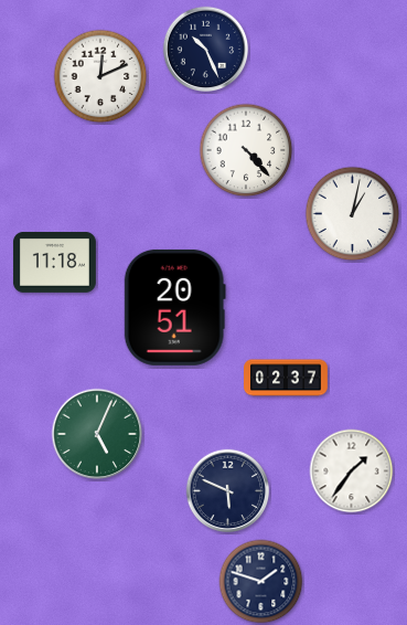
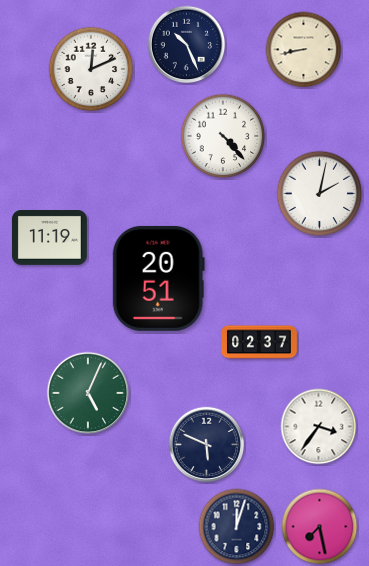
clock at (304, 50): none -> 8:43
clock at (353, 214): 1:02 -> 2:02
clock at (54, 263): 11:18 -> 11:19
clock at (352, 472): 1:36 -> 3:36
clock at (261, 582): 1:48 -> 12:03
clock at (320, 527): none -> 7:28
